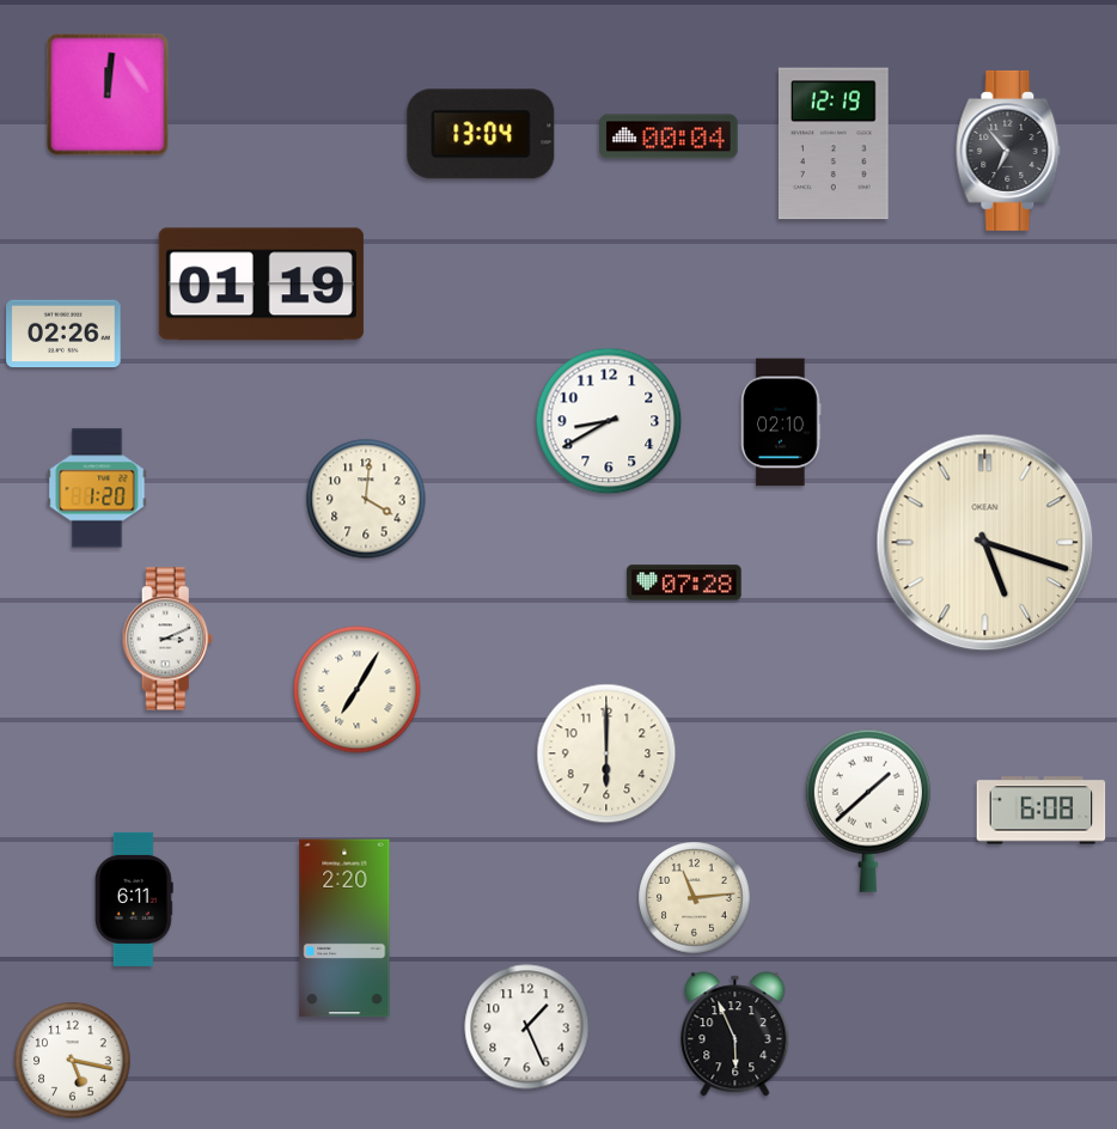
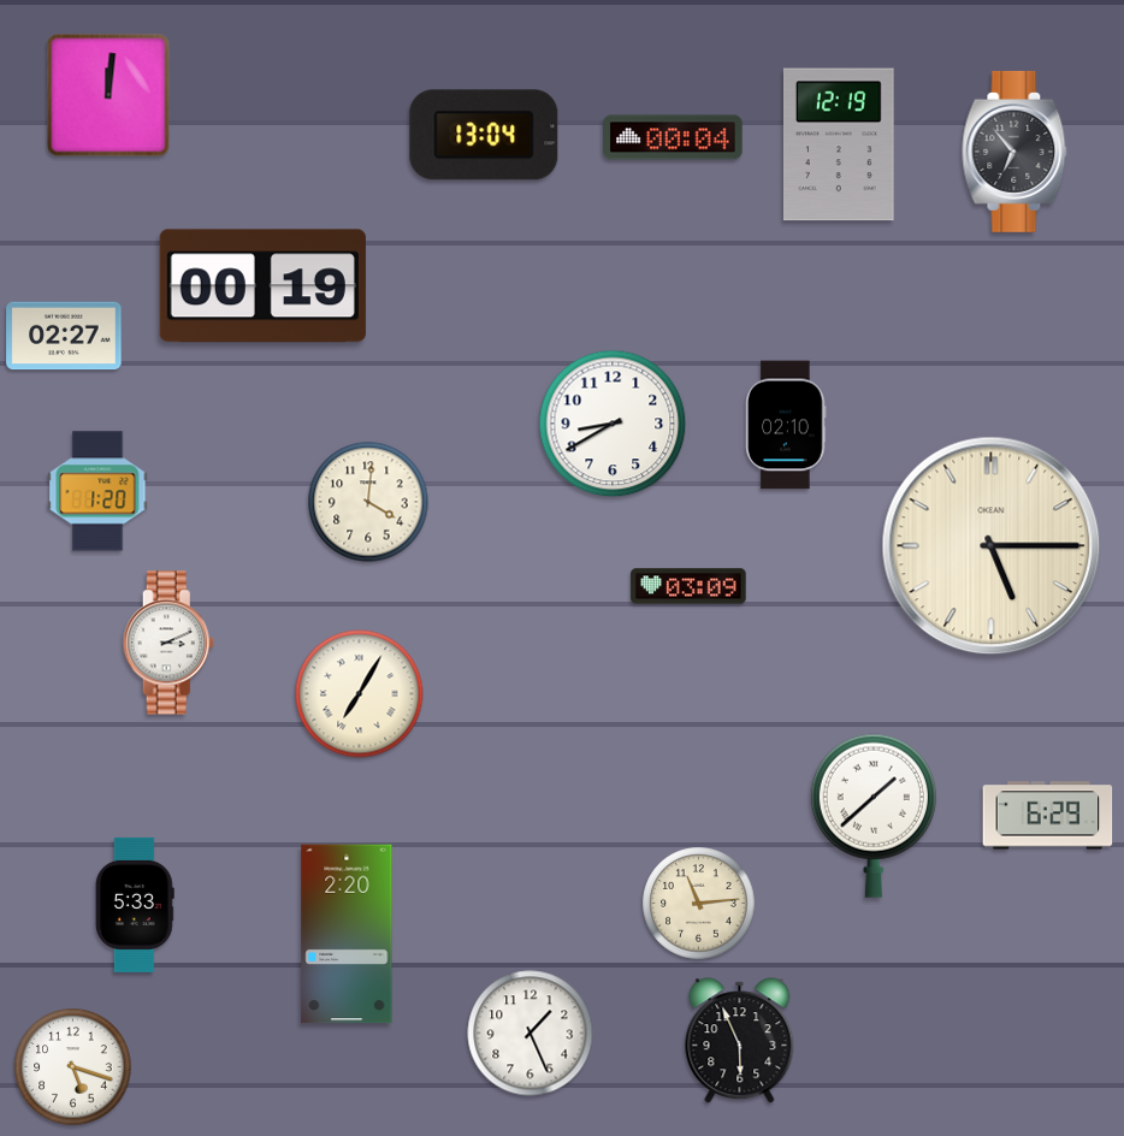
clock at (261, 285): 01:19 -> 00:19
clock at (63, 334): 02:26 -> 02:27
clock at (985, 543): 5:18 -> 5:15
clock at (684, 582): 07:28 -> 03:09
clock at (606, 753): 6:00 -> none
clock at (1042, 811): 6:08 -> 6:29
clock at (134, 899): 6:11 -> 5:33
clock at (73, 1061): 5:17 -> 5:18
